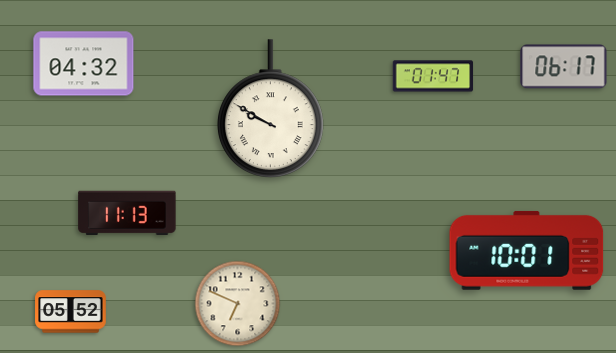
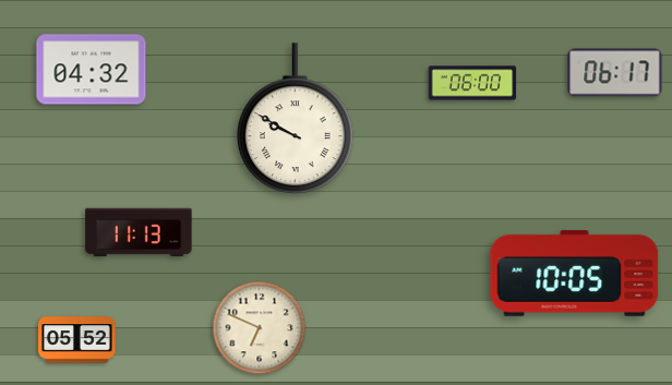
clock at (433, 76): 01:47 -> 06:00
clock at (527, 250): 10:01 -> 10:05
clock at (238, 304) position: (238, 304) -> (260, 328)
